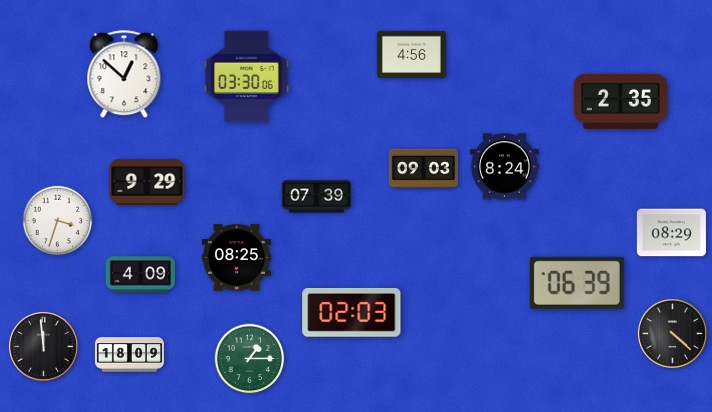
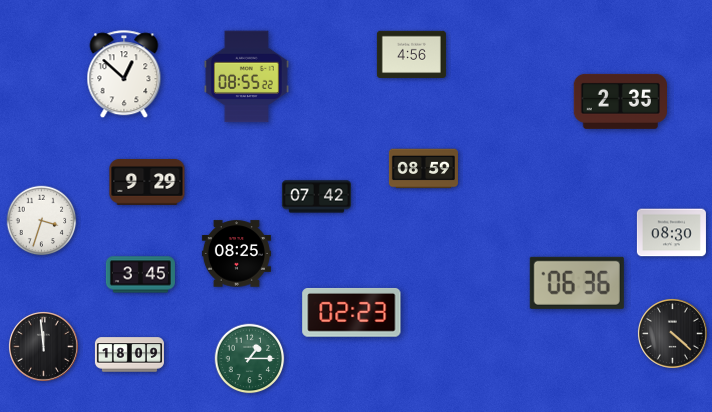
clock at (246, 77): 03:30 -> 08:55
clock at (504, 167): 8:24 -> none
clock at (423, 169): 09:03 -> 08:59
clock at (316, 197): 07:39 -> 07:42
clock at (58, 221) position: (58, 221) -> (42, 221)
clock at (671, 233): 08:29 -> 08:30
clock at (236, 258) position: (236, 258) -> (236, 254)
clock at (140, 275): 4:09 -> 3:45
clock at (577, 283): 06:39 -> 06:36
clock at (352, 313): 02:03 -> 02:23
